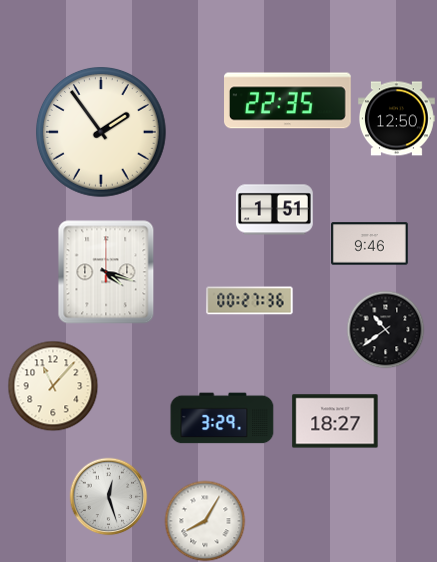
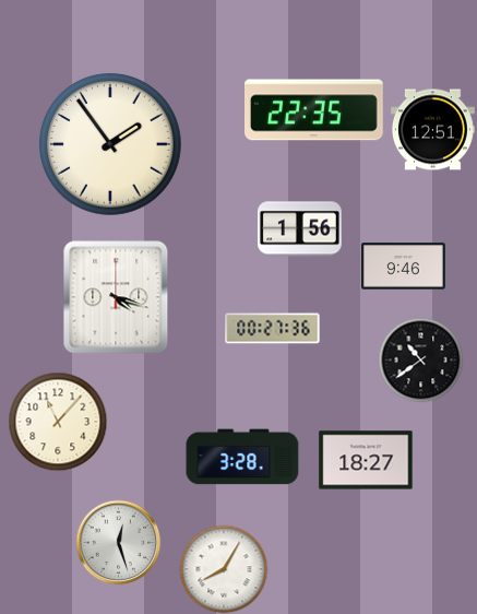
clock at (397, 119): 12:50 -> 12:51
clock at (274, 210): 1:51 -> 1:56
clock at (222, 418): 3:29 -> 3:28
